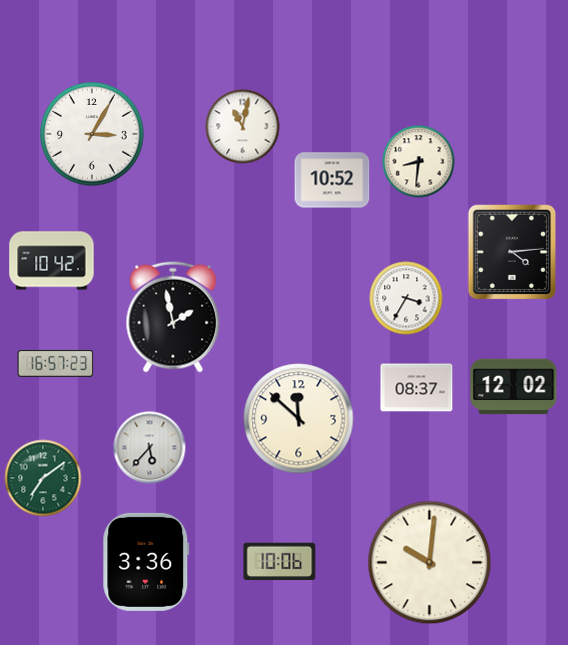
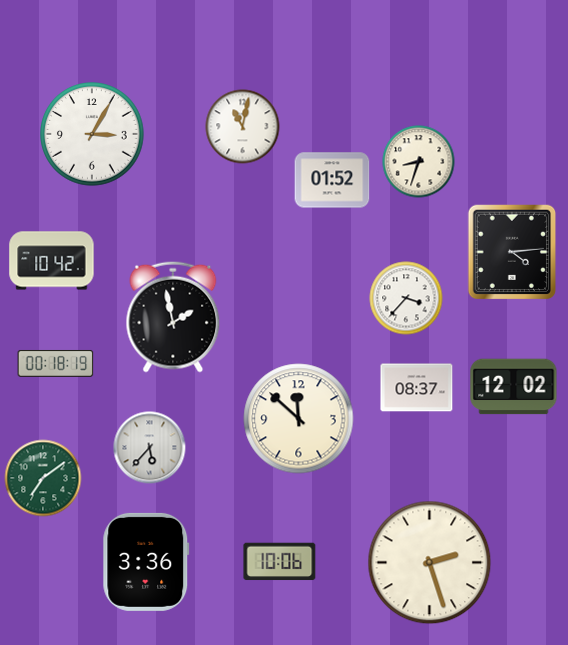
clock at (419, 162): 8:31 -> 8:33
clock at (332, 180): 10:52 -> 01:52
clock at (406, 298): 3:35 -> 3:37
clock at (56, 364): 16:57 -> 00:18
clock at (430, 563): 10:01 -> 2:27
